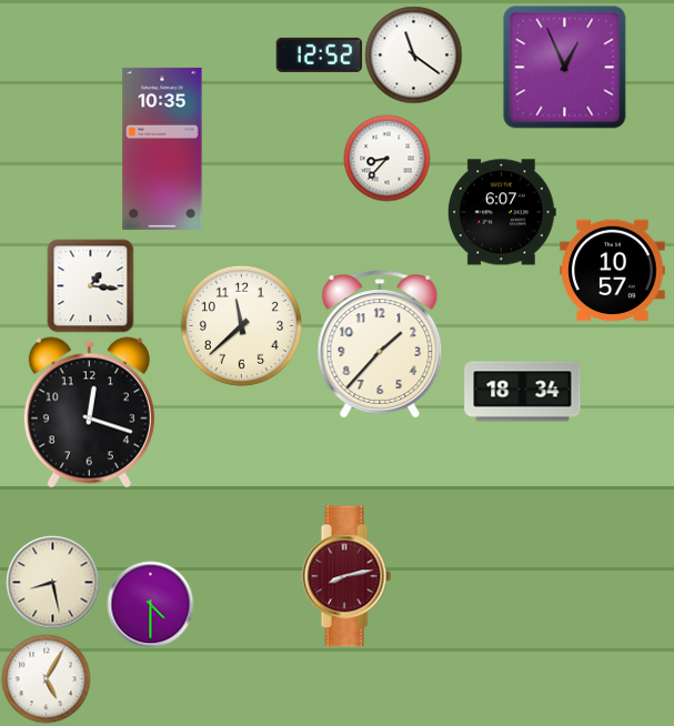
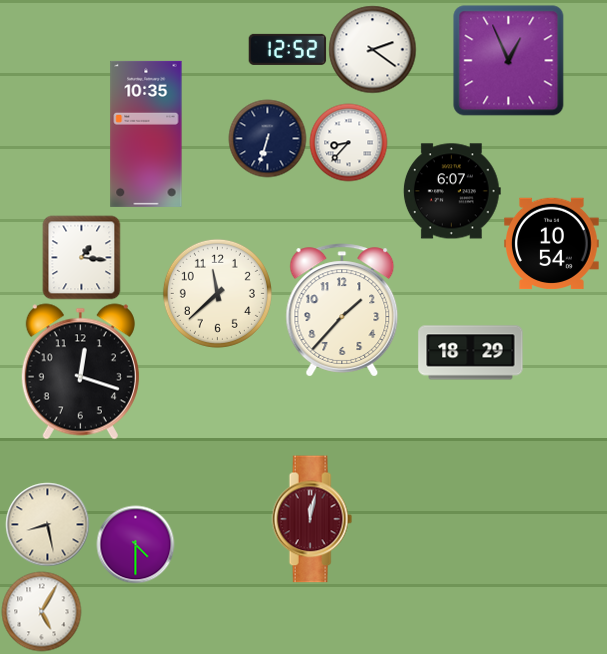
clock at (413, 54): 11:21 -> 2:21
clock at (267, 138): none -> 6:33
clock at (613, 271): 10:57 -> 10:54
clock at (523, 392): 18:34 -> 18:29
clock at (346, 576): 8:13 -> 12:02
